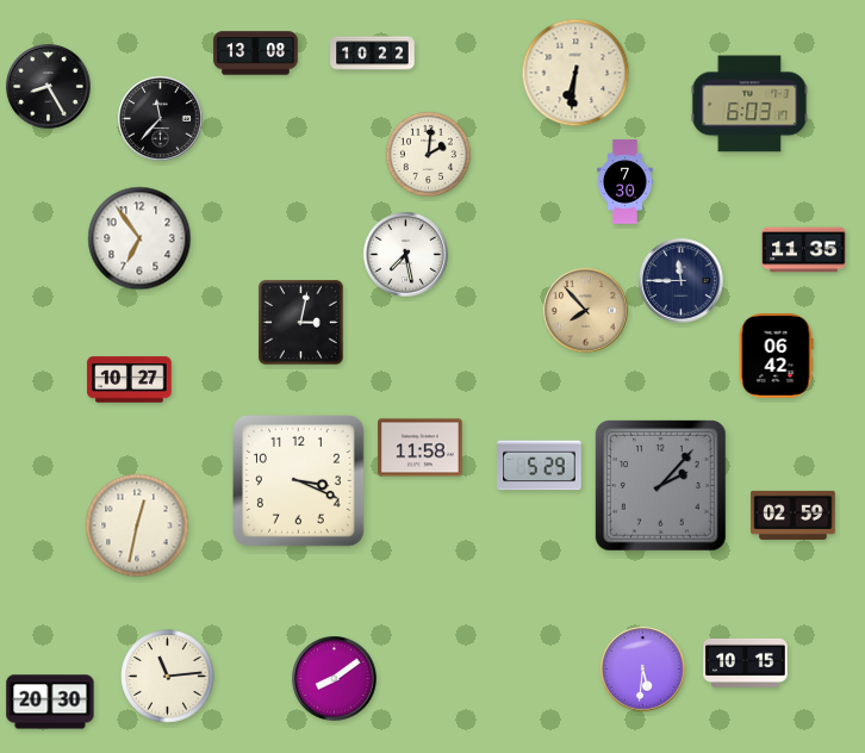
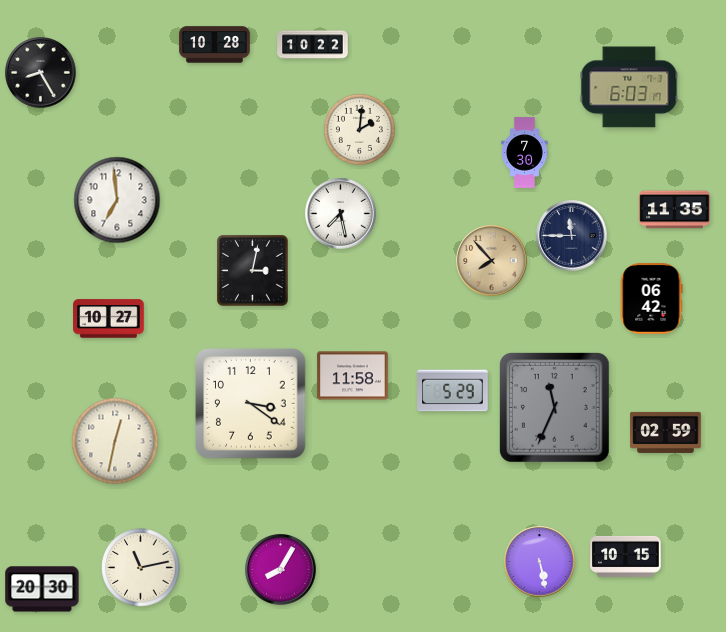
clock at (256, 54): 13:08 -> 10:28
clock at (575, 73): 6:31 -> none
clock at (161, 119): 11:37 -> none
clock at (139, 238): 6:54 -> 6:59
clock at (299, 481): 3:19 -> 3:21
clock at (661, 486): 2:07 -> 11:34
clock at (643, 670): 5:31 -> 5:28
clock at (168, 677): 11:14 -> 11:13
clock at (335, 679): 8:09 -> 8:05
